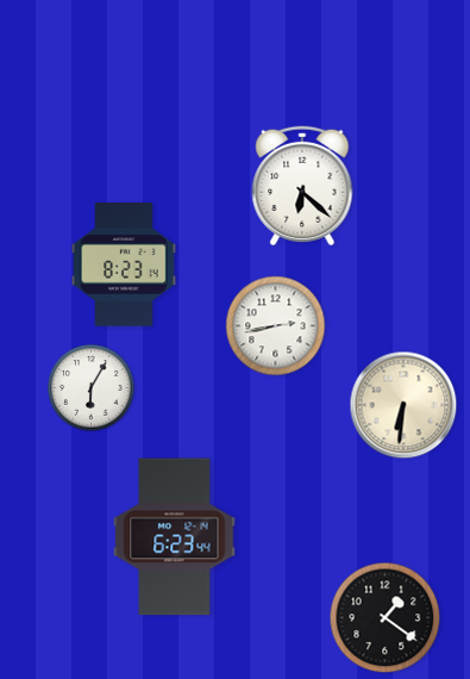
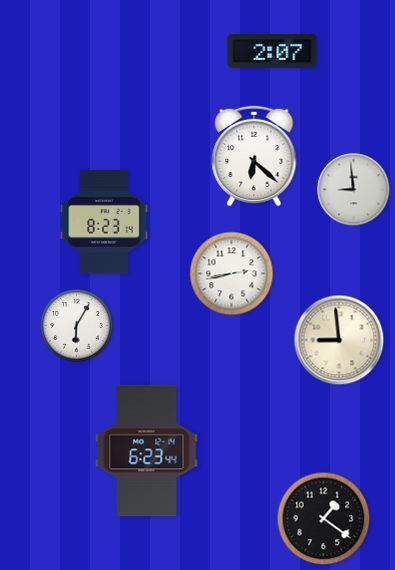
clock at (272, 51): none -> 2:07
clock at (354, 190): none -> 8:59
clock at (403, 405): 6:31 -> 8:59
